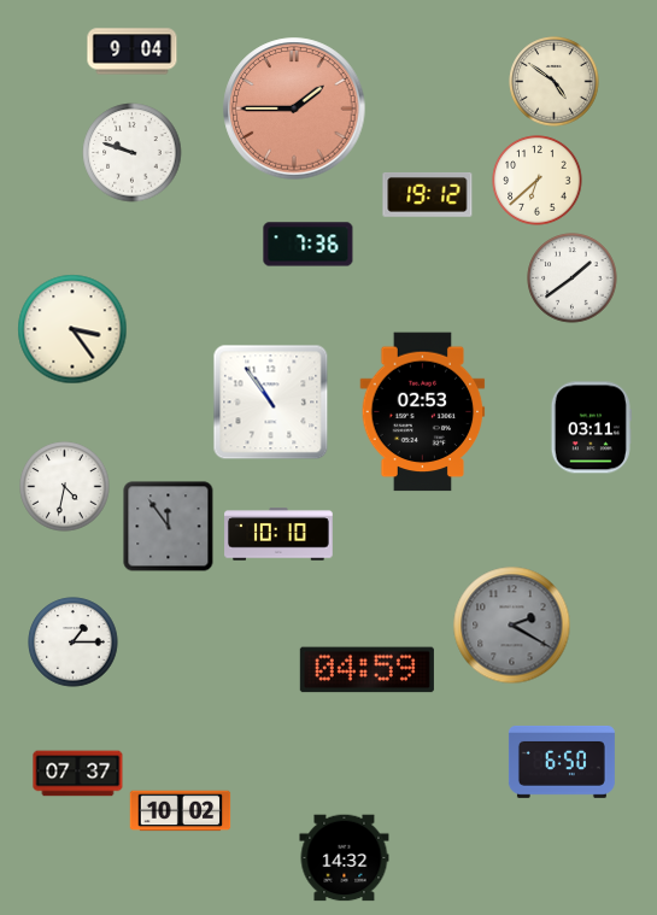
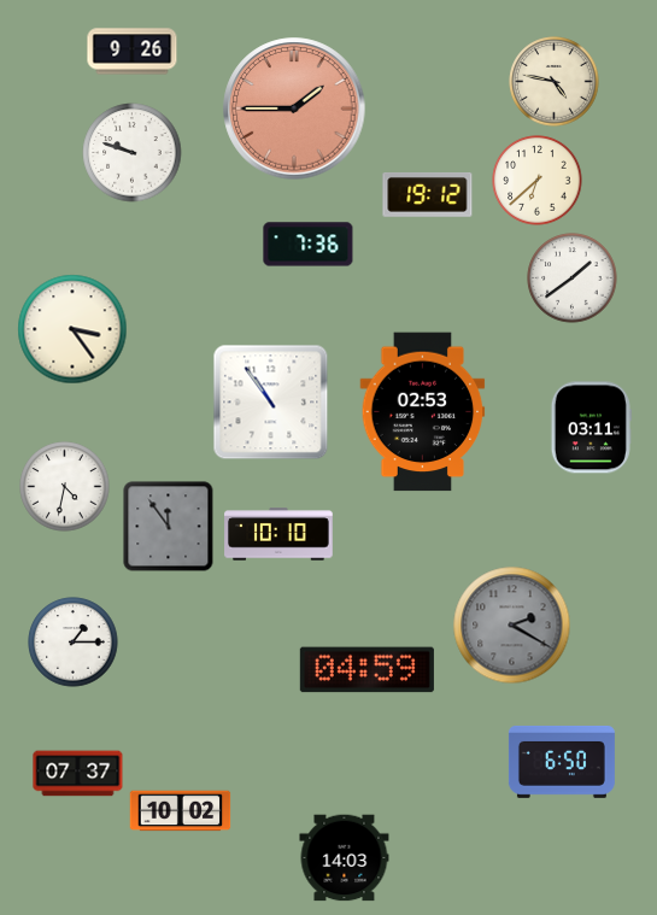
clock at (133, 52): 9:04 -> 9:26
clock at (555, 82): 4:51 -> 4:47
clock at (345, 858): 14:32 -> 14:03
